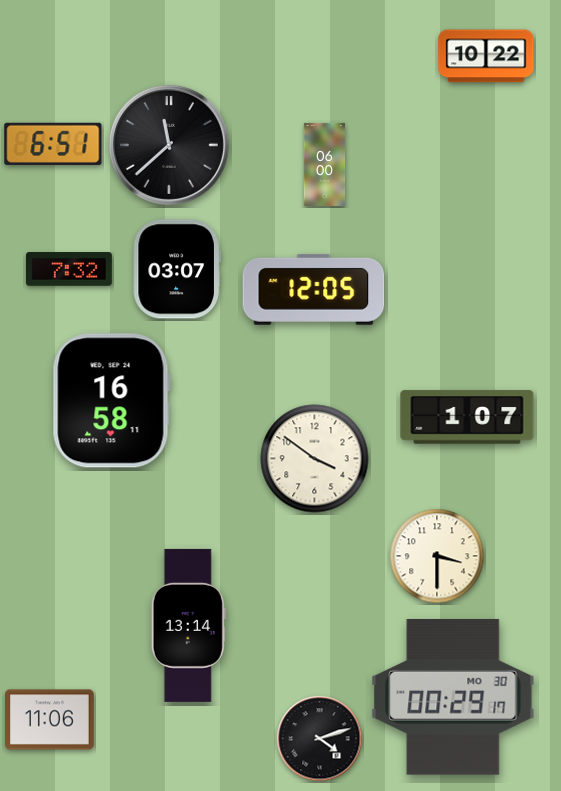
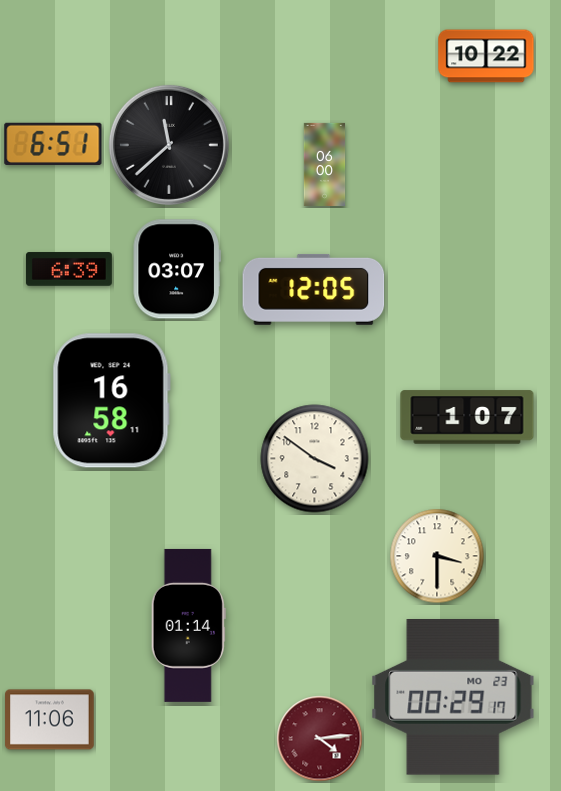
clock at (69, 269): 7:32 -> 6:39
clock at (188, 625): 13:14 -> 01:14
clock at (453, 698) date: MO 30 -> MO 23
clock at (320, 739): 4:12 -> 4:14
clock at (320, 739) dial: black -> burgundy
